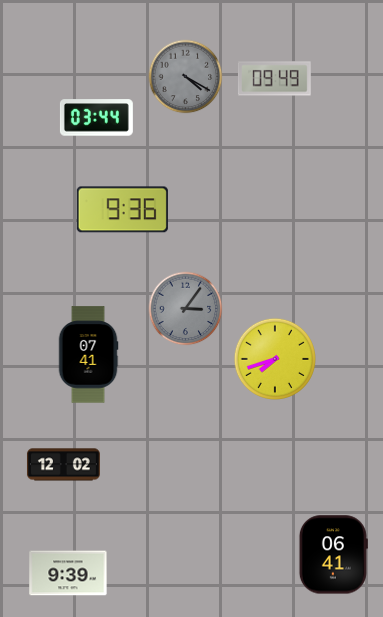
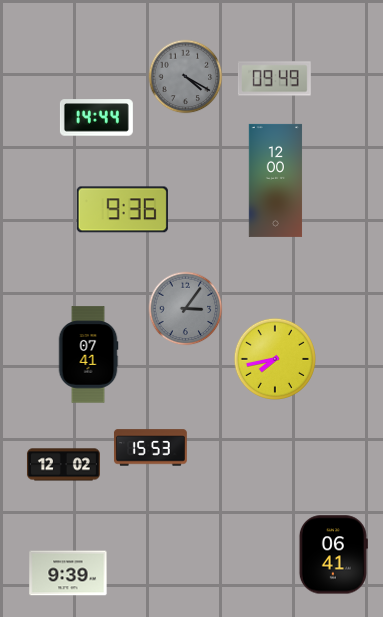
clock at (96, 118): 03:44 -> 14:44
clock at (276, 180): none -> 12:00
clock at (274, 358): 7:42 -> 7:43
clock at (150, 448): none -> 15:53
